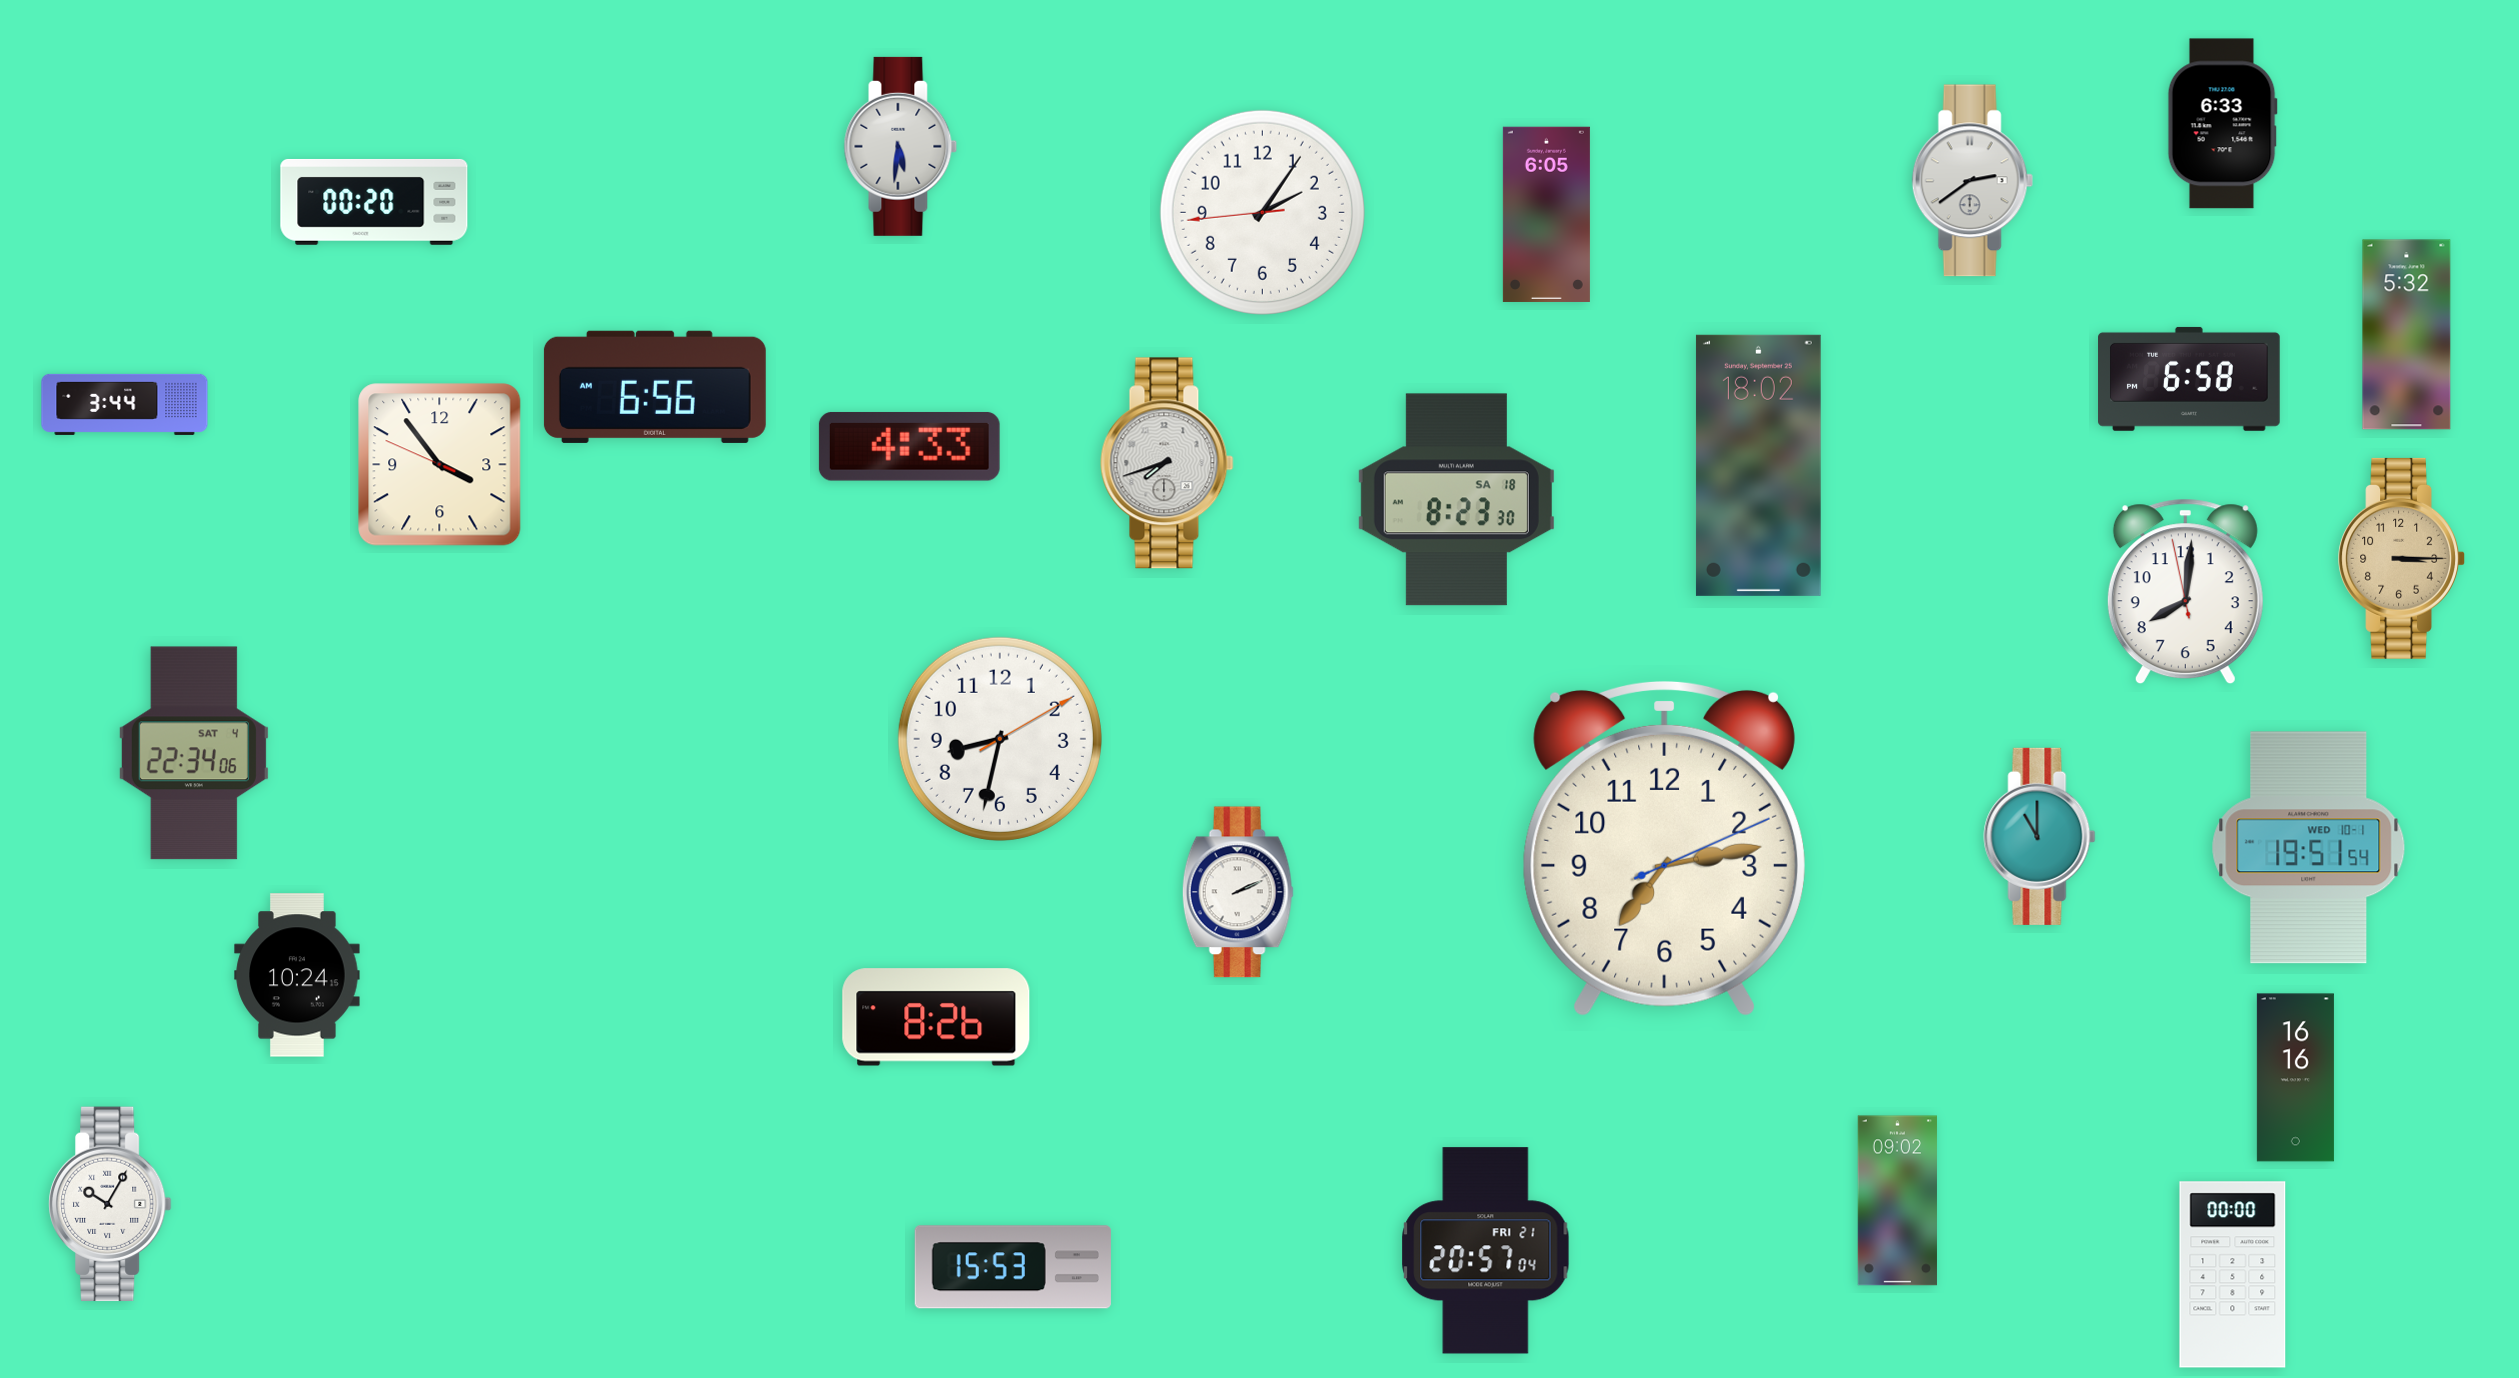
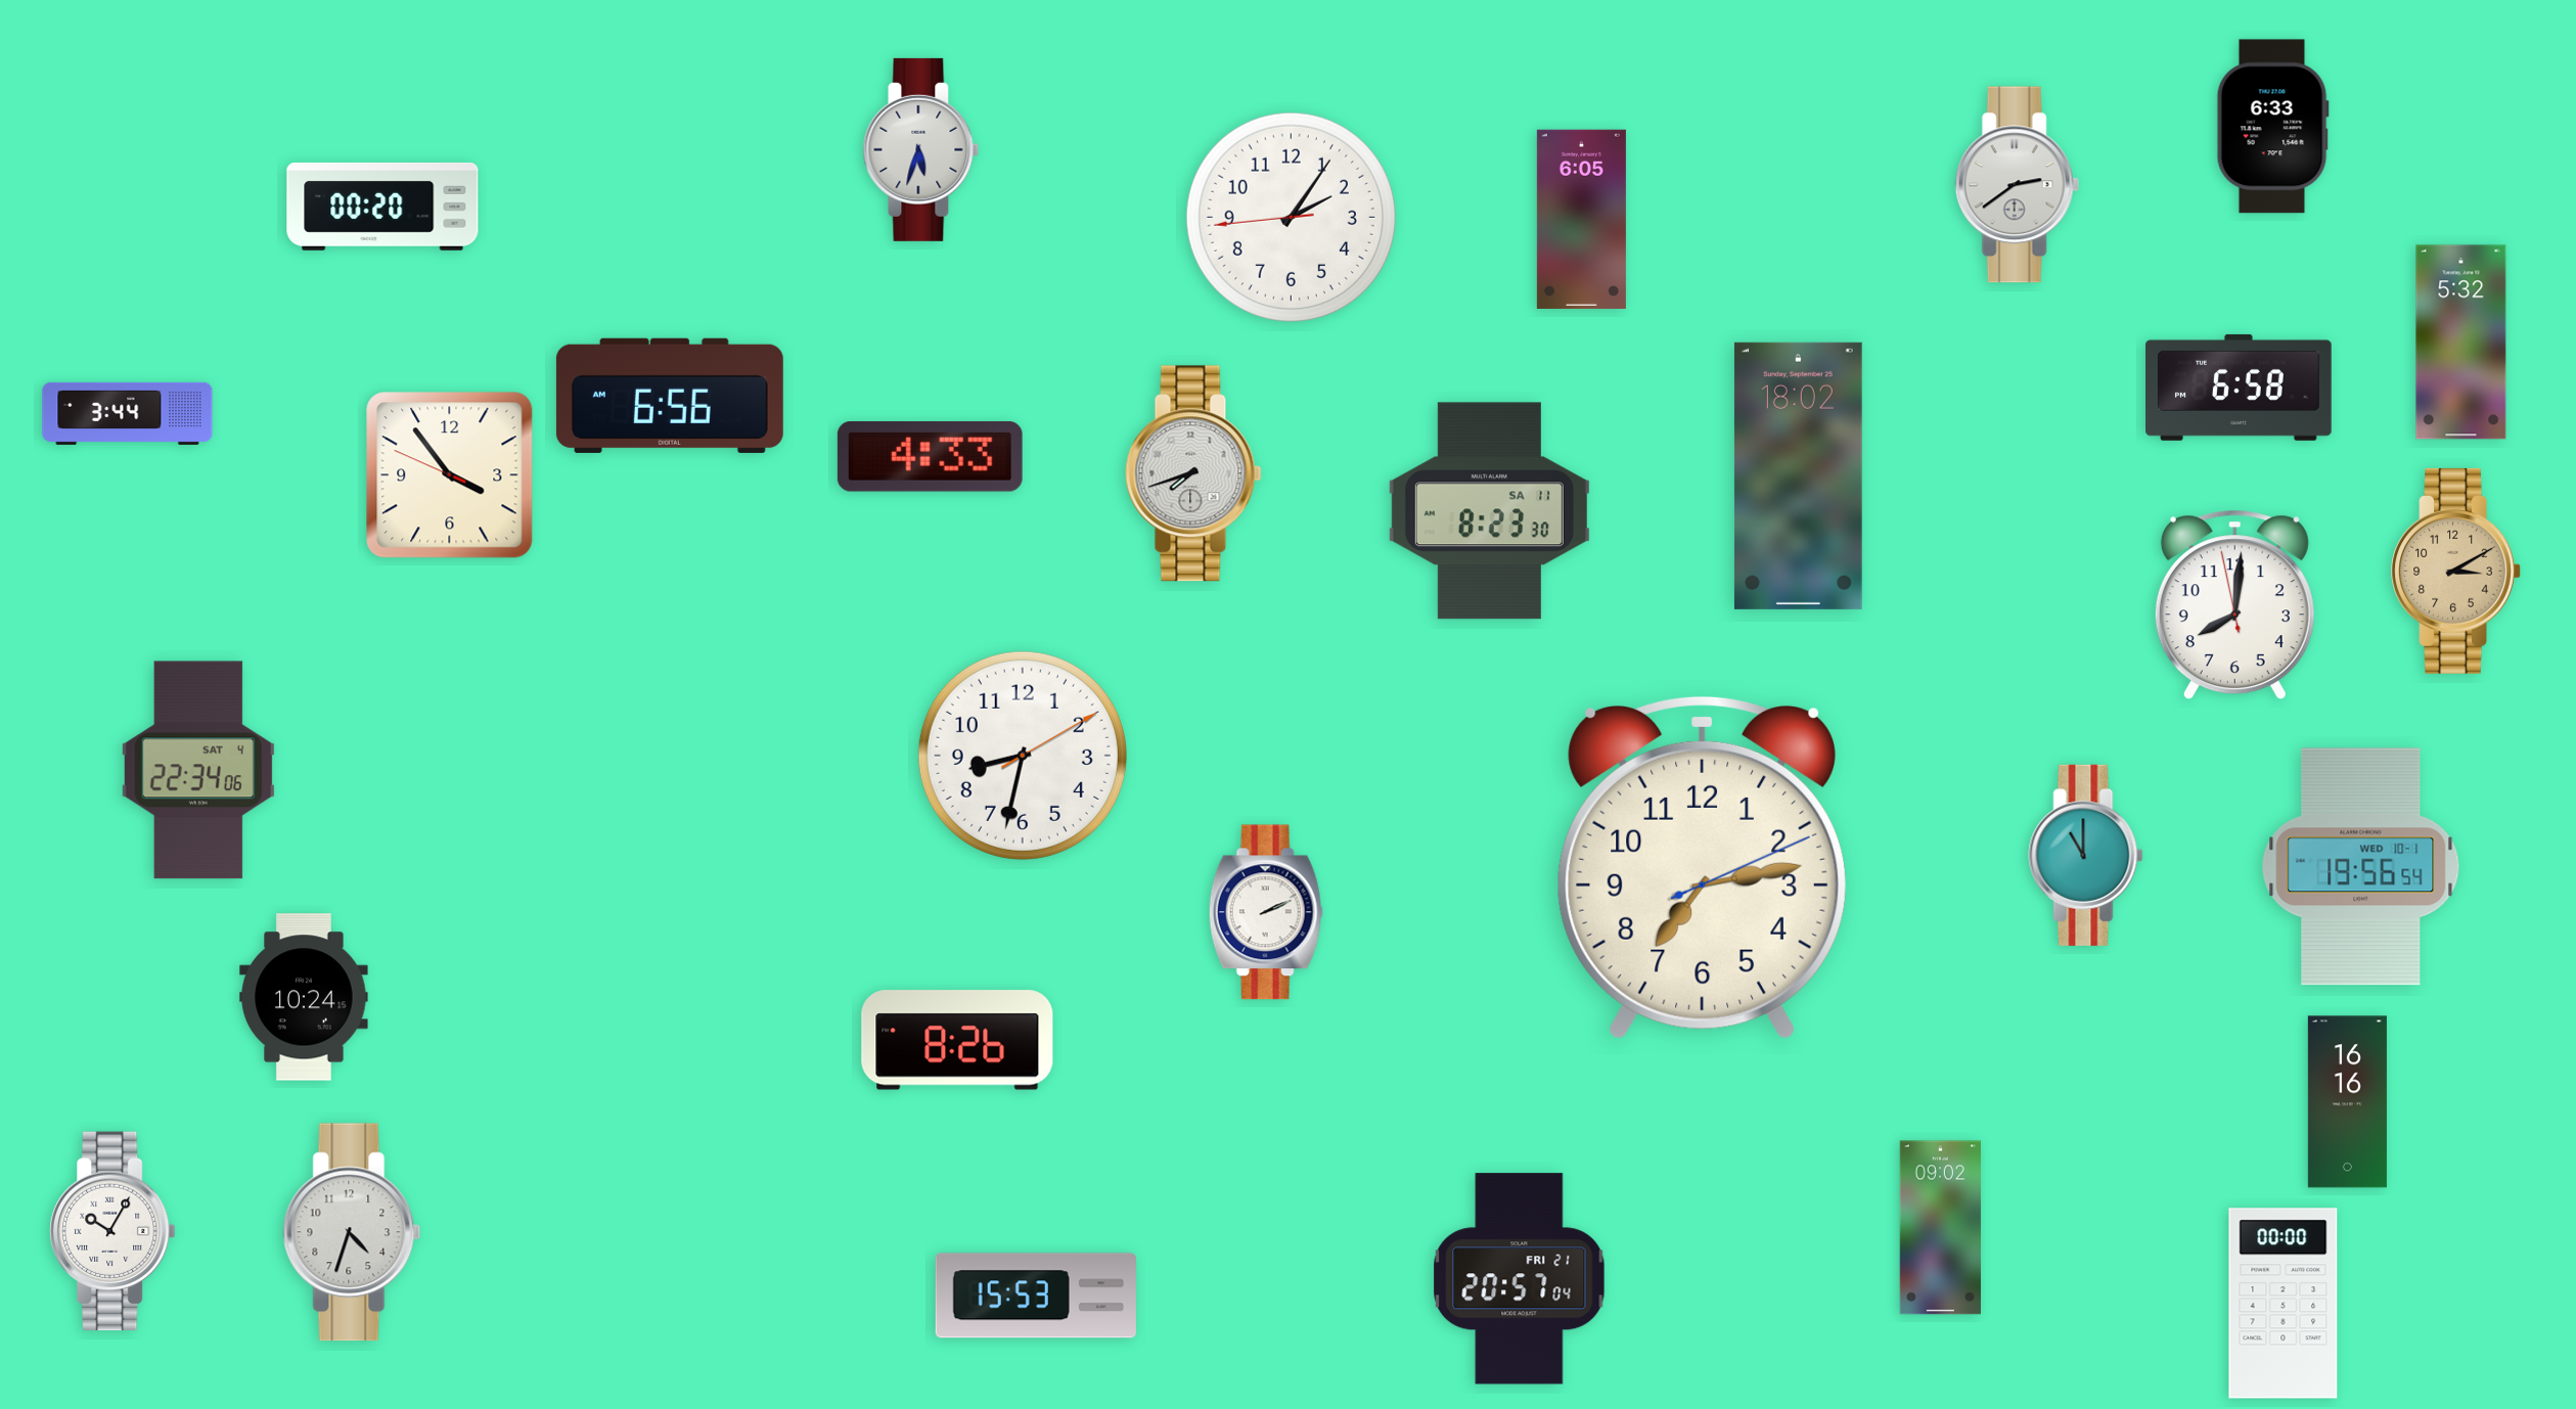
clock at (901, 146): 5:31 -> 5:33
clock at (1456, 500) date: SA 18 -> SA 11
clock at (2401, 558): 3:15 -> 3:10
clock at (2309, 848): 19:51 -> 19:56
clock at (352, 1232): none -> 4:33
